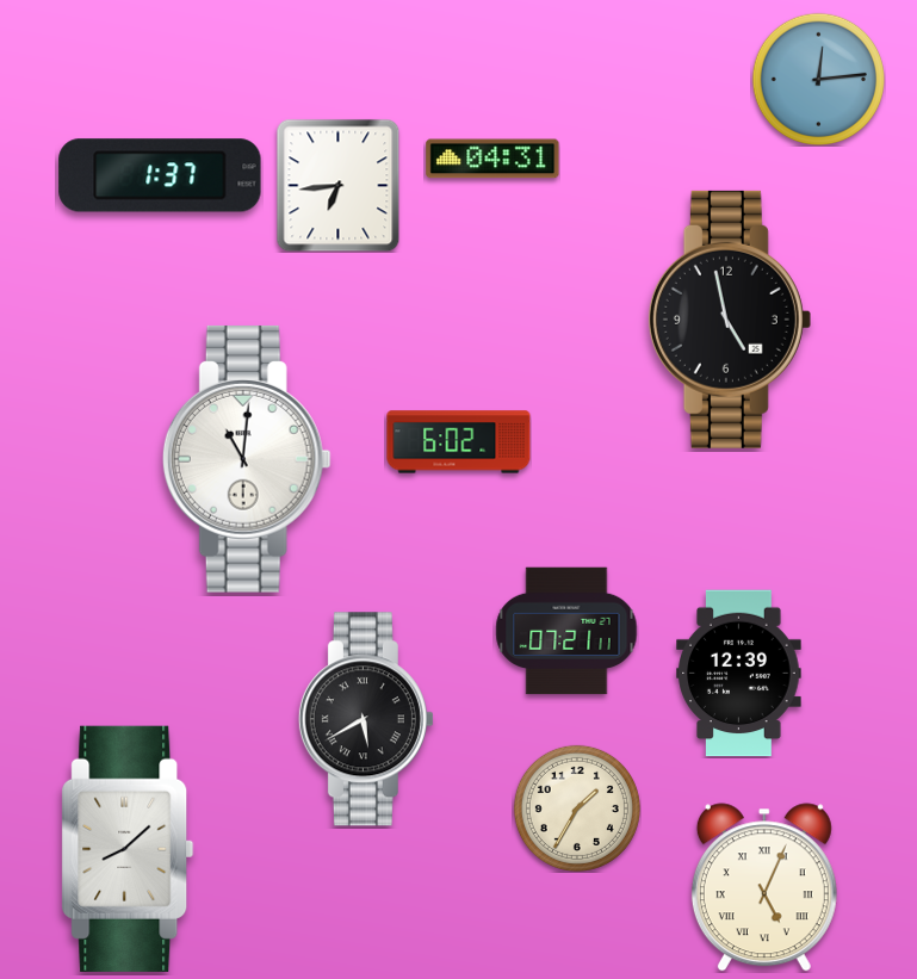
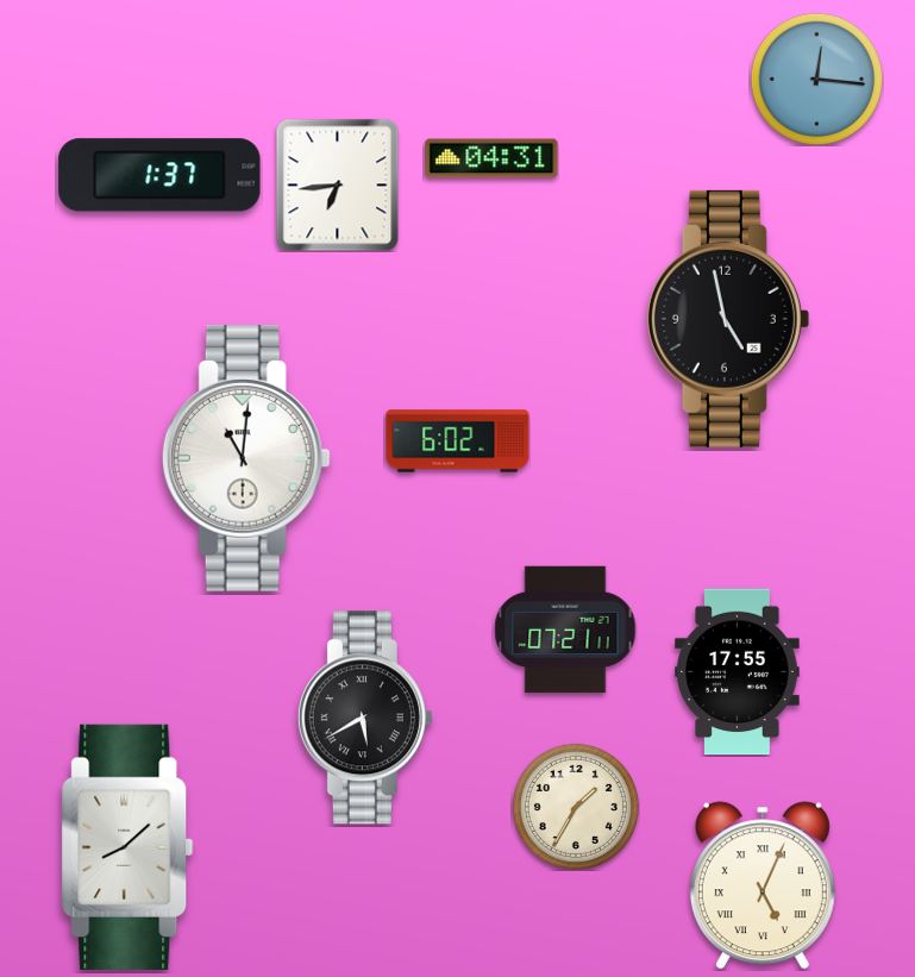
clock at (818, 79): 12:14 -> 12:16
clock at (739, 674): 12:39 -> 17:55
